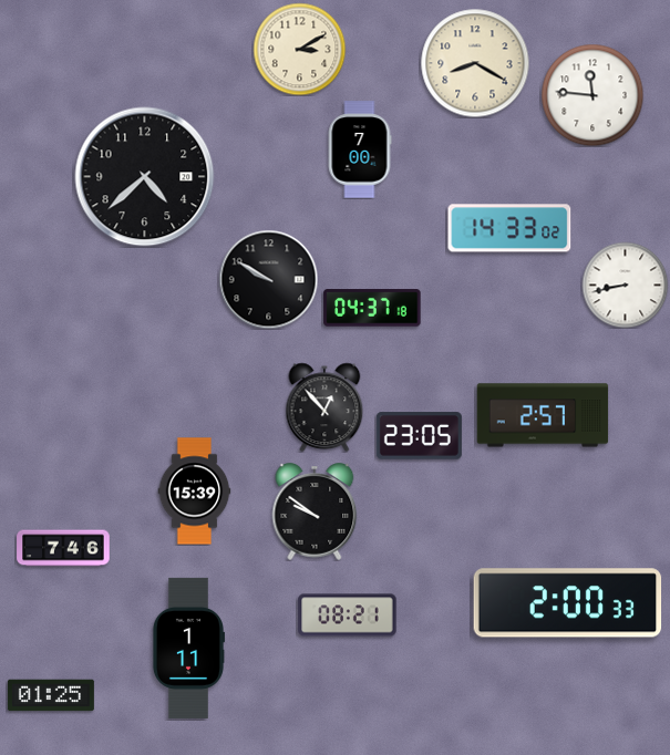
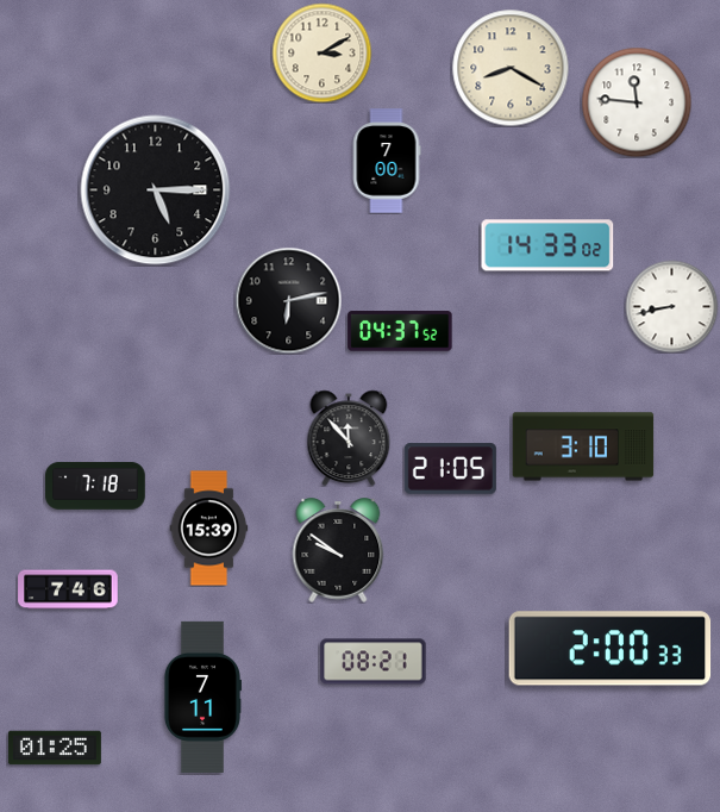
clock at (145, 177): 4:38 -> 5:15
clock at (268, 279): 9:50 -> 6:13
clock at (372, 308): 04:37:18 -> 04:37:52
clock at (324, 407): 12:53 -> 11:53
clock at (543, 415): 2:57 -> 3:10
clock at (419, 436): 23:05 -> 21:05
clock at (95, 486): none -> 7:18
clock at (188, 648): 1:11 -> 7:11
